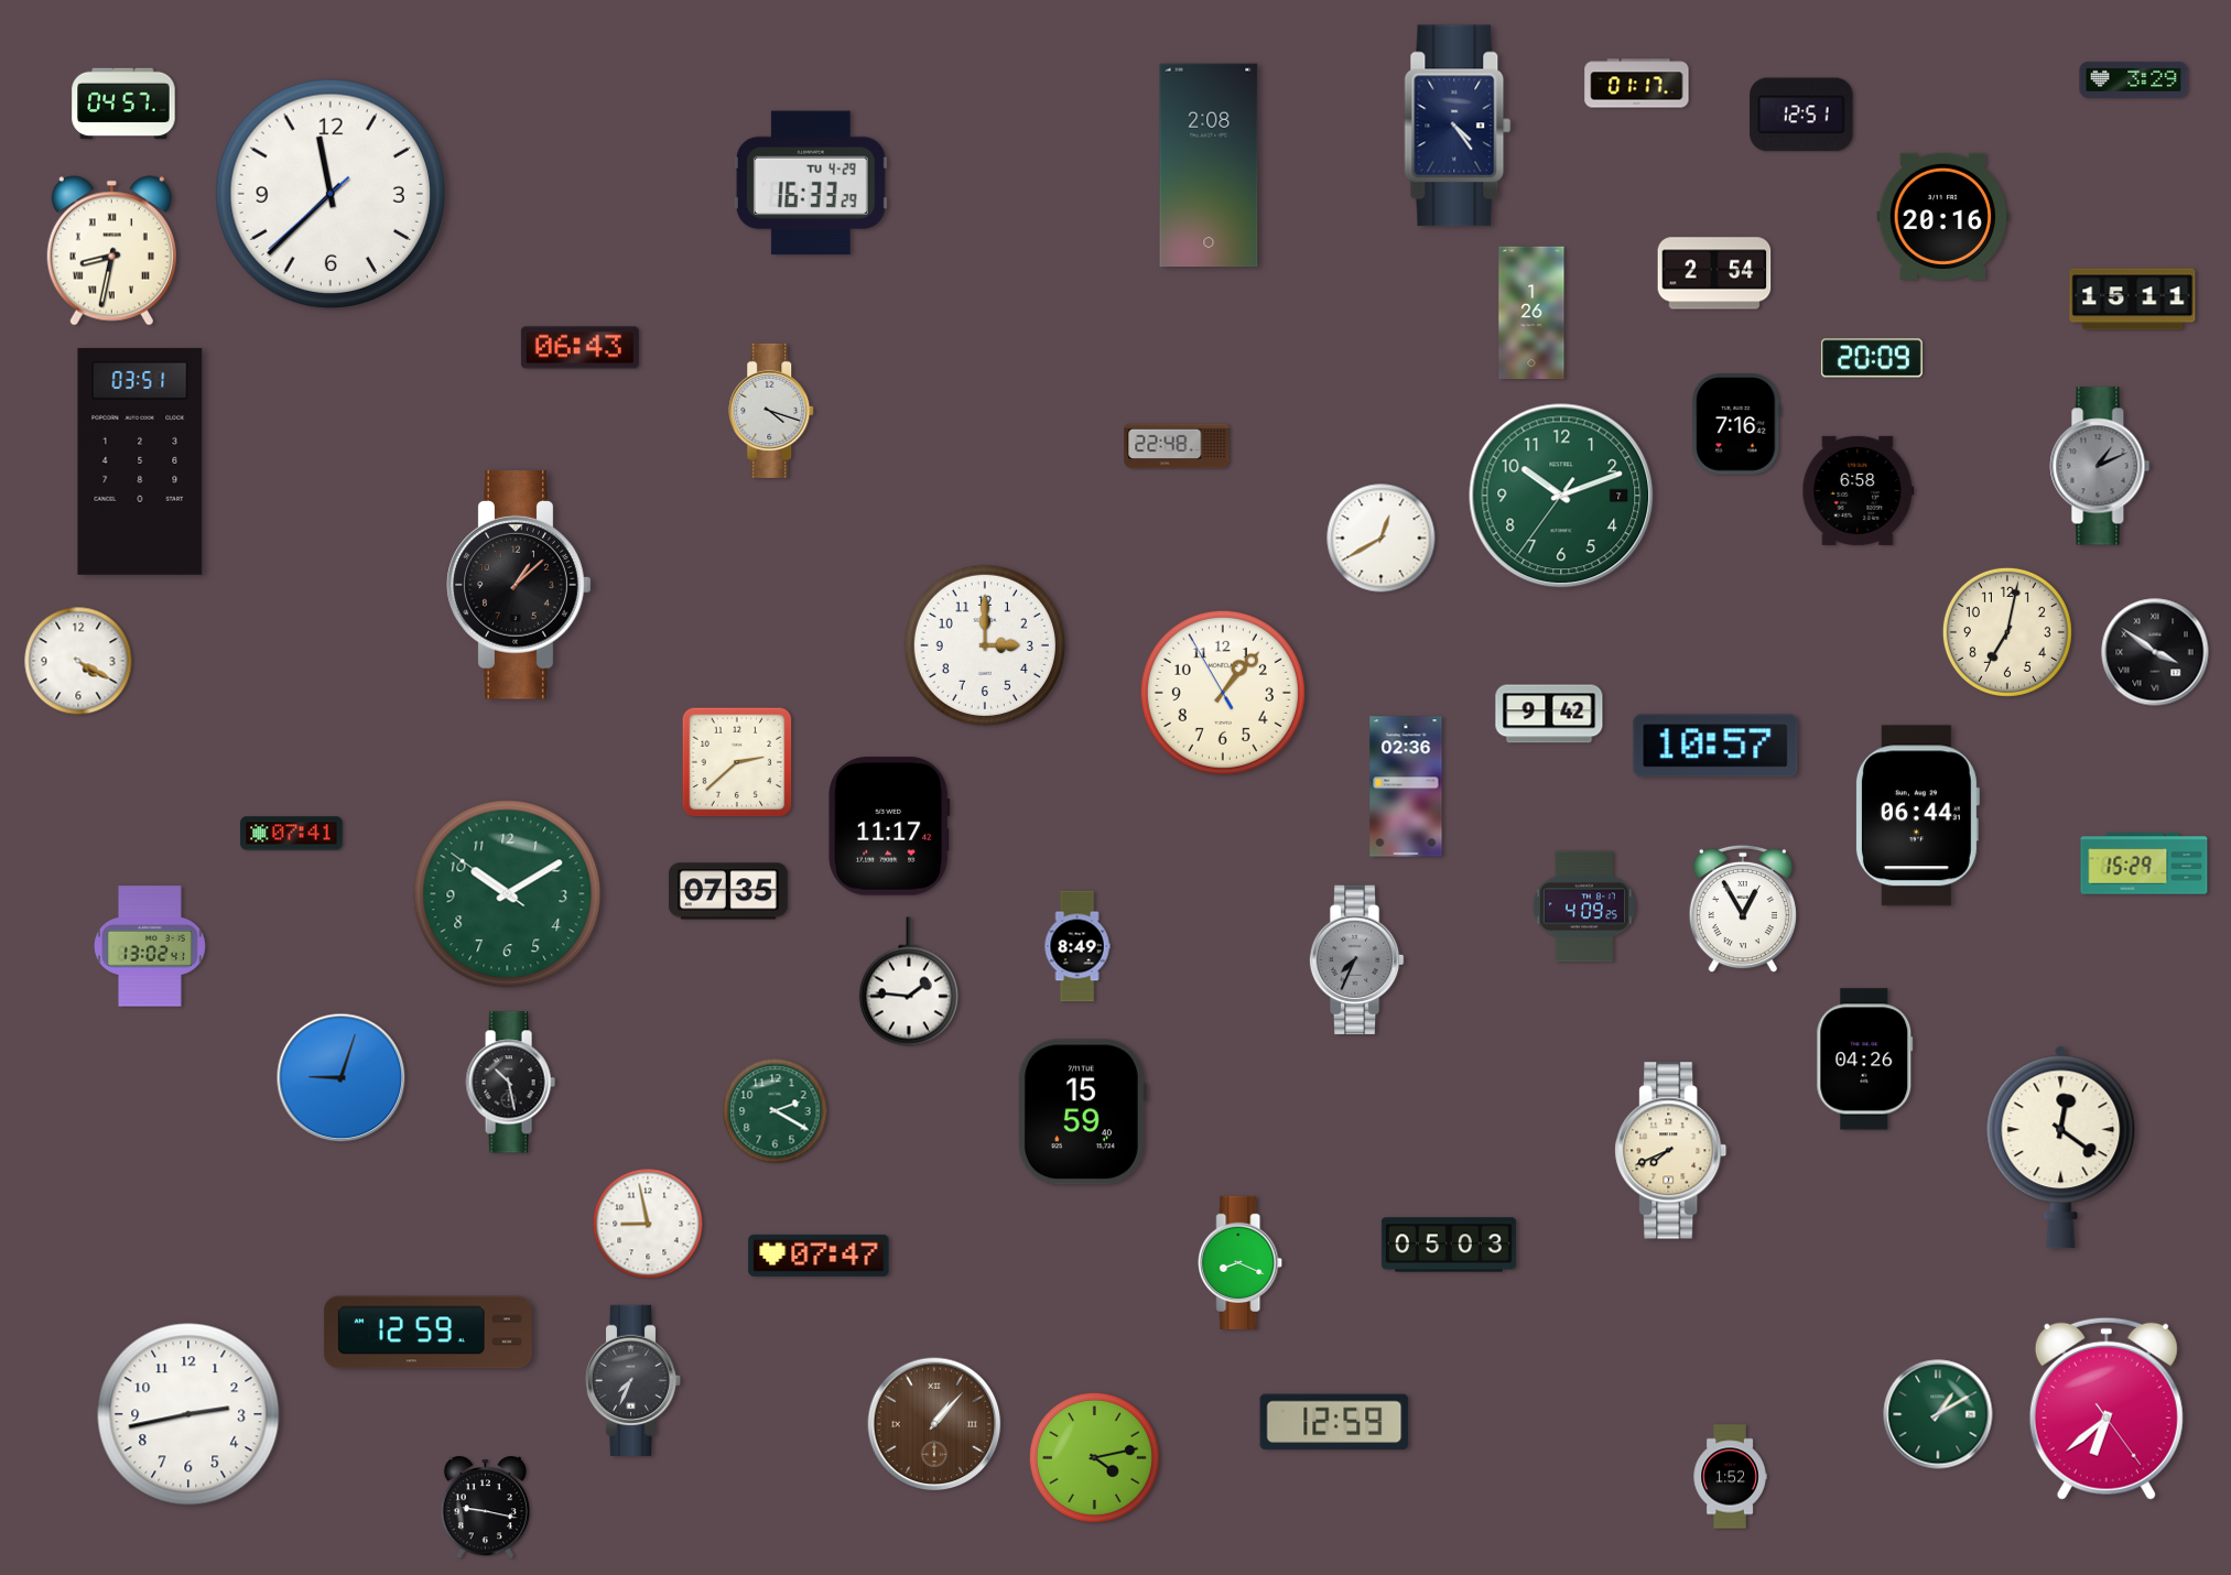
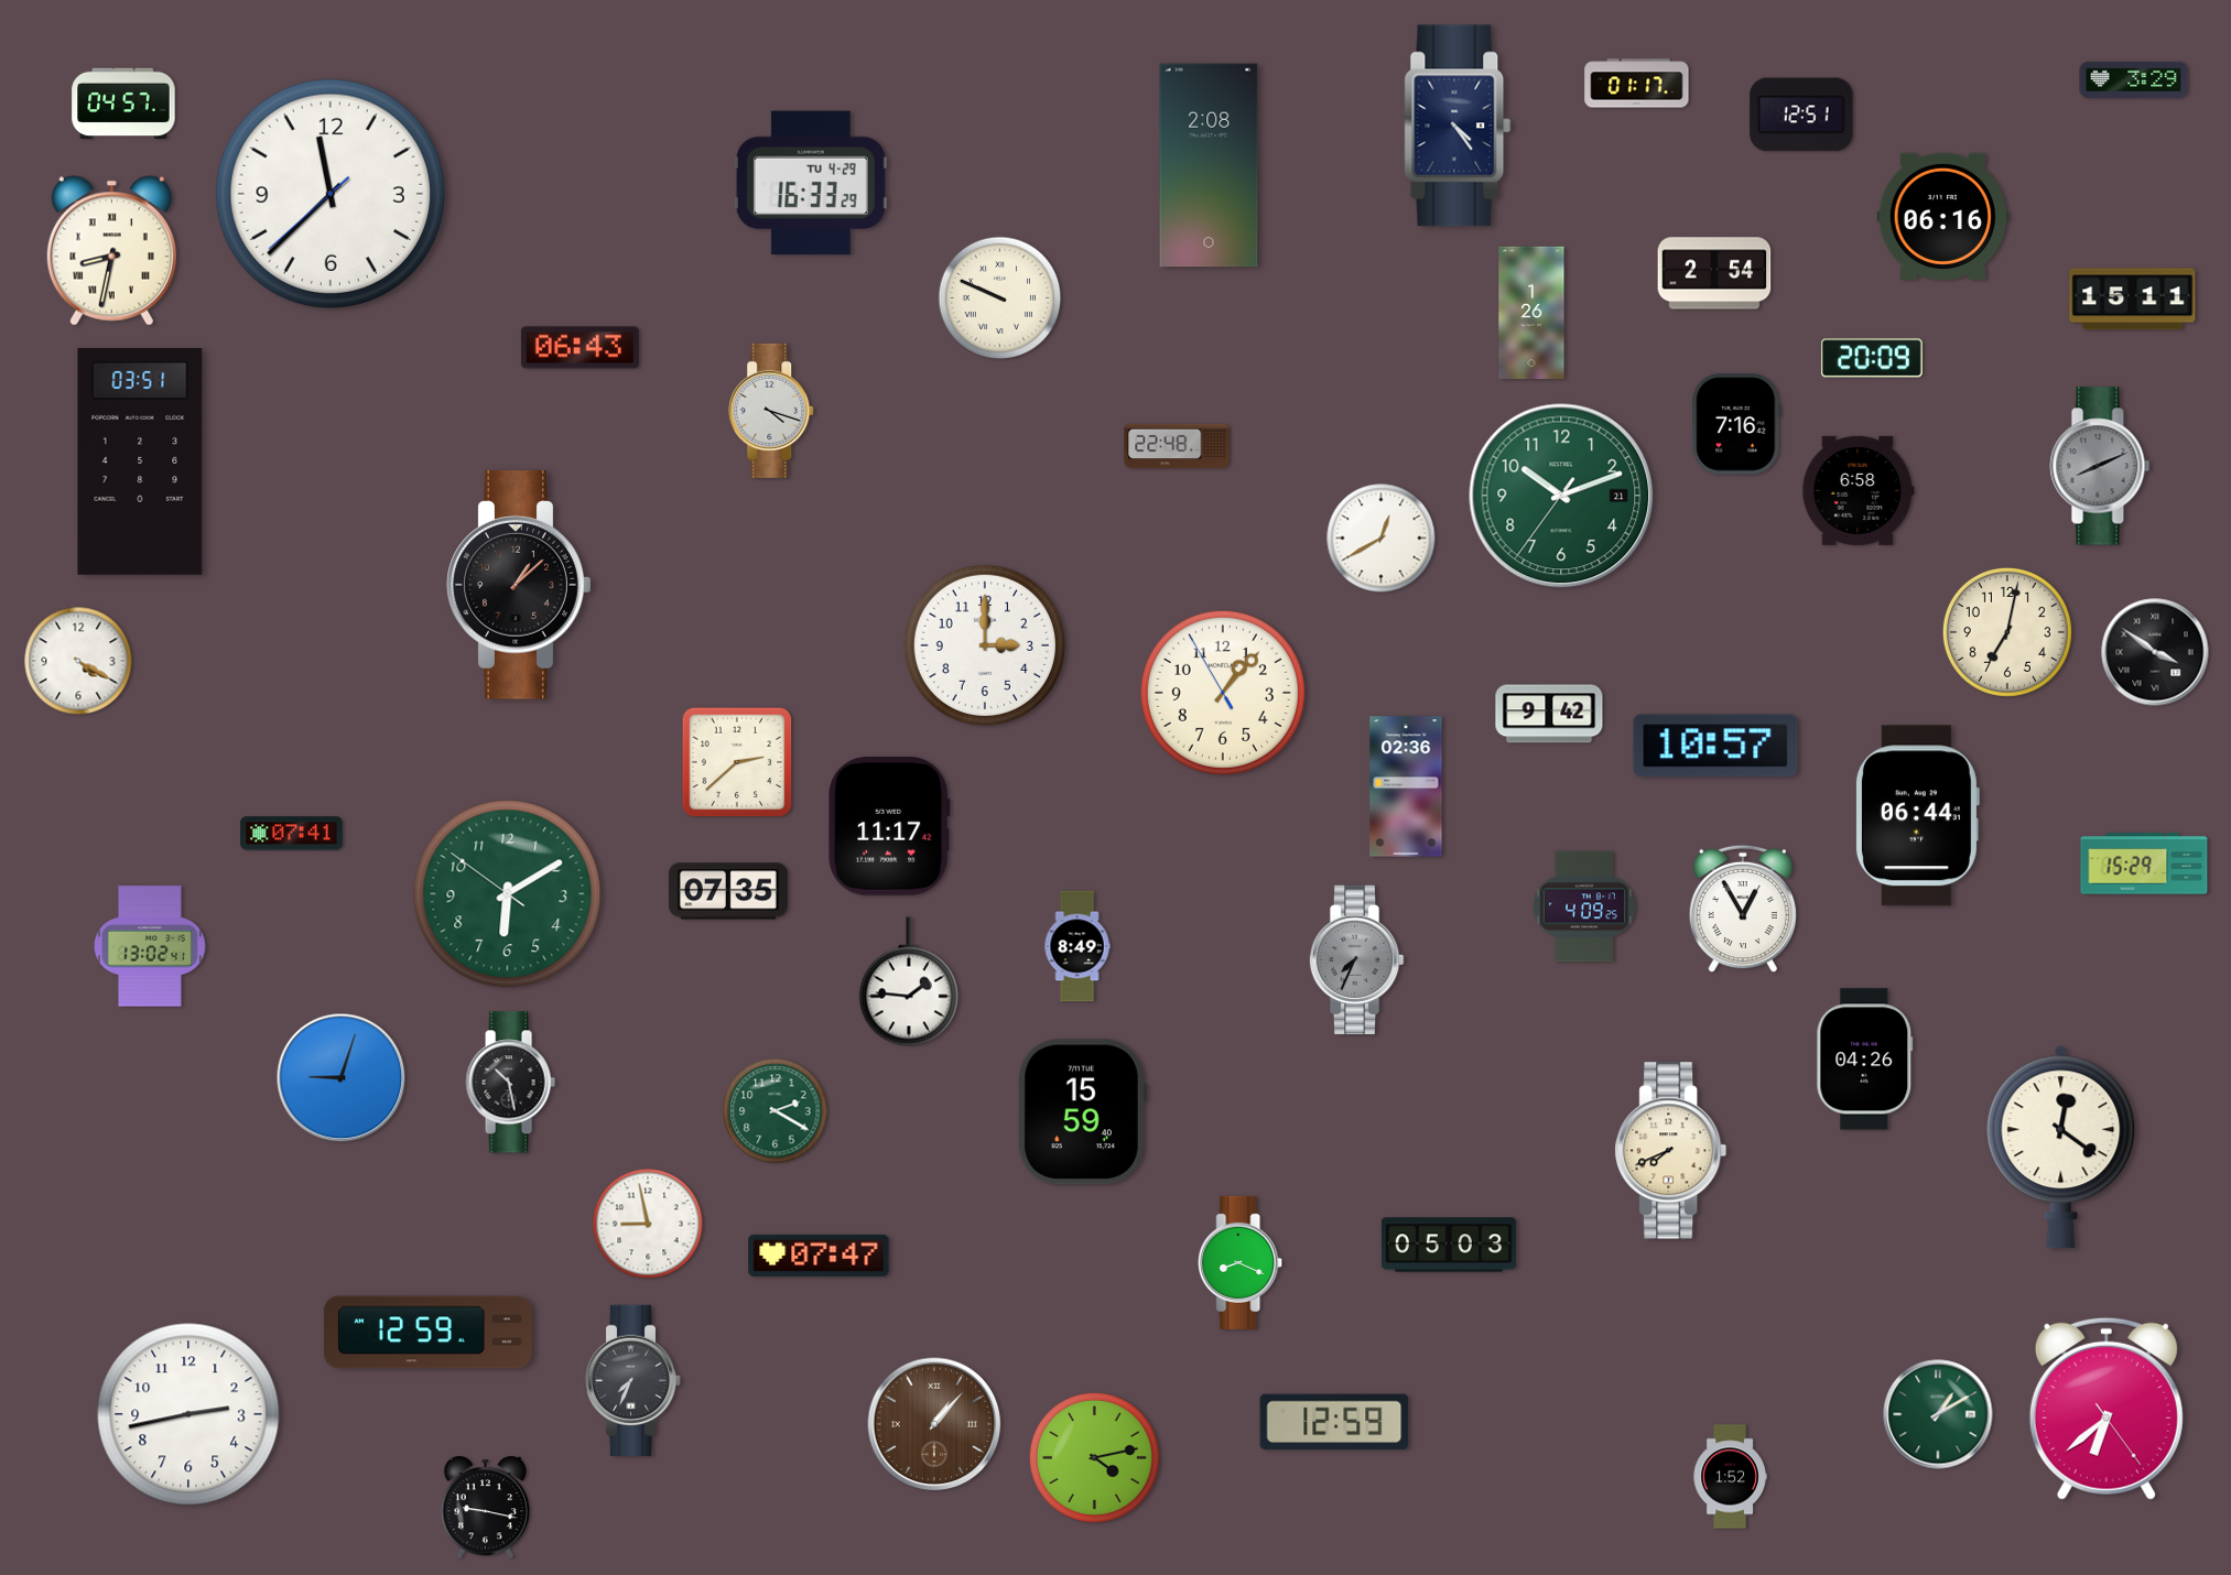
clock at (1943, 216): 20:16 -> 06:16
clock at (1000, 298): none -> 9:49
clock at (2100, 466): 1:11 -> 8:11
clock at (1561, 496) date: 7 -> 21
clock at (508, 894): 10:09 -> 6:09
